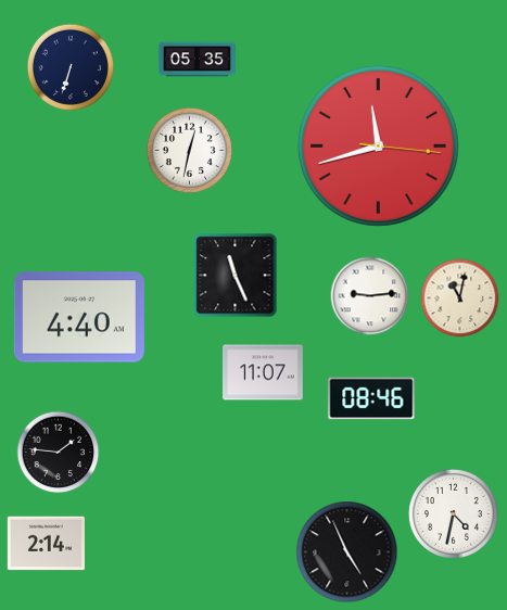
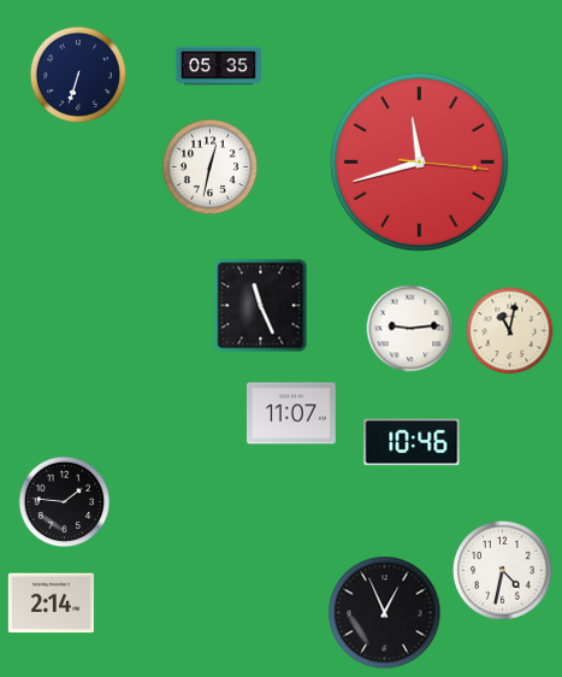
clock at (79, 317): 4:40 -> none
clock at (371, 398): 08:46 -> 10:46
clock at (347, 552): 4:56 -> 12:56
